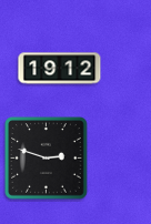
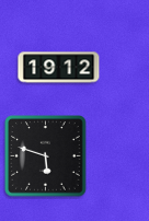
clock at (47, 159): 2:48 -> 5:48
